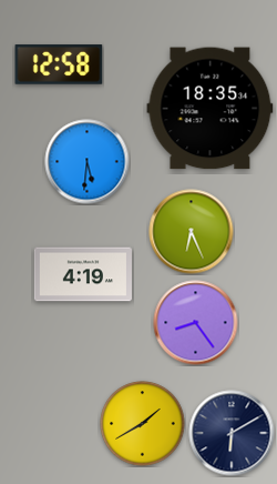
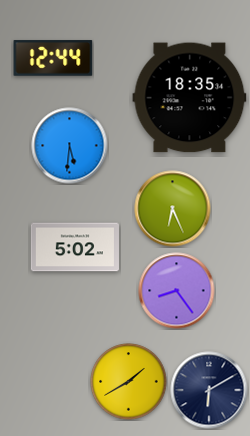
clock at (59, 64): 12:58 -> 12:44
clock at (88, 162) position: (88, 162) -> (70, 146)
clock at (83, 274): 4:19 -> 5:02
